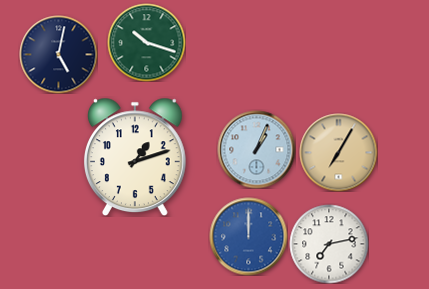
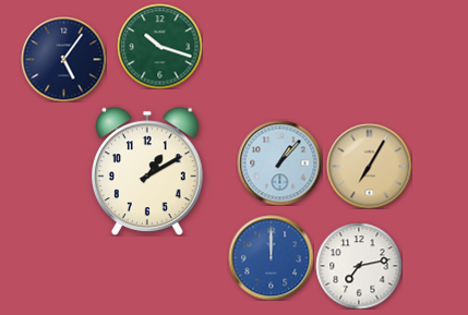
clock at (58, 54): 5:02 -> 5:06
clock at (256, 149): 1:04 -> 1:07
clock at (135, 157): 1:12 -> 1:10
